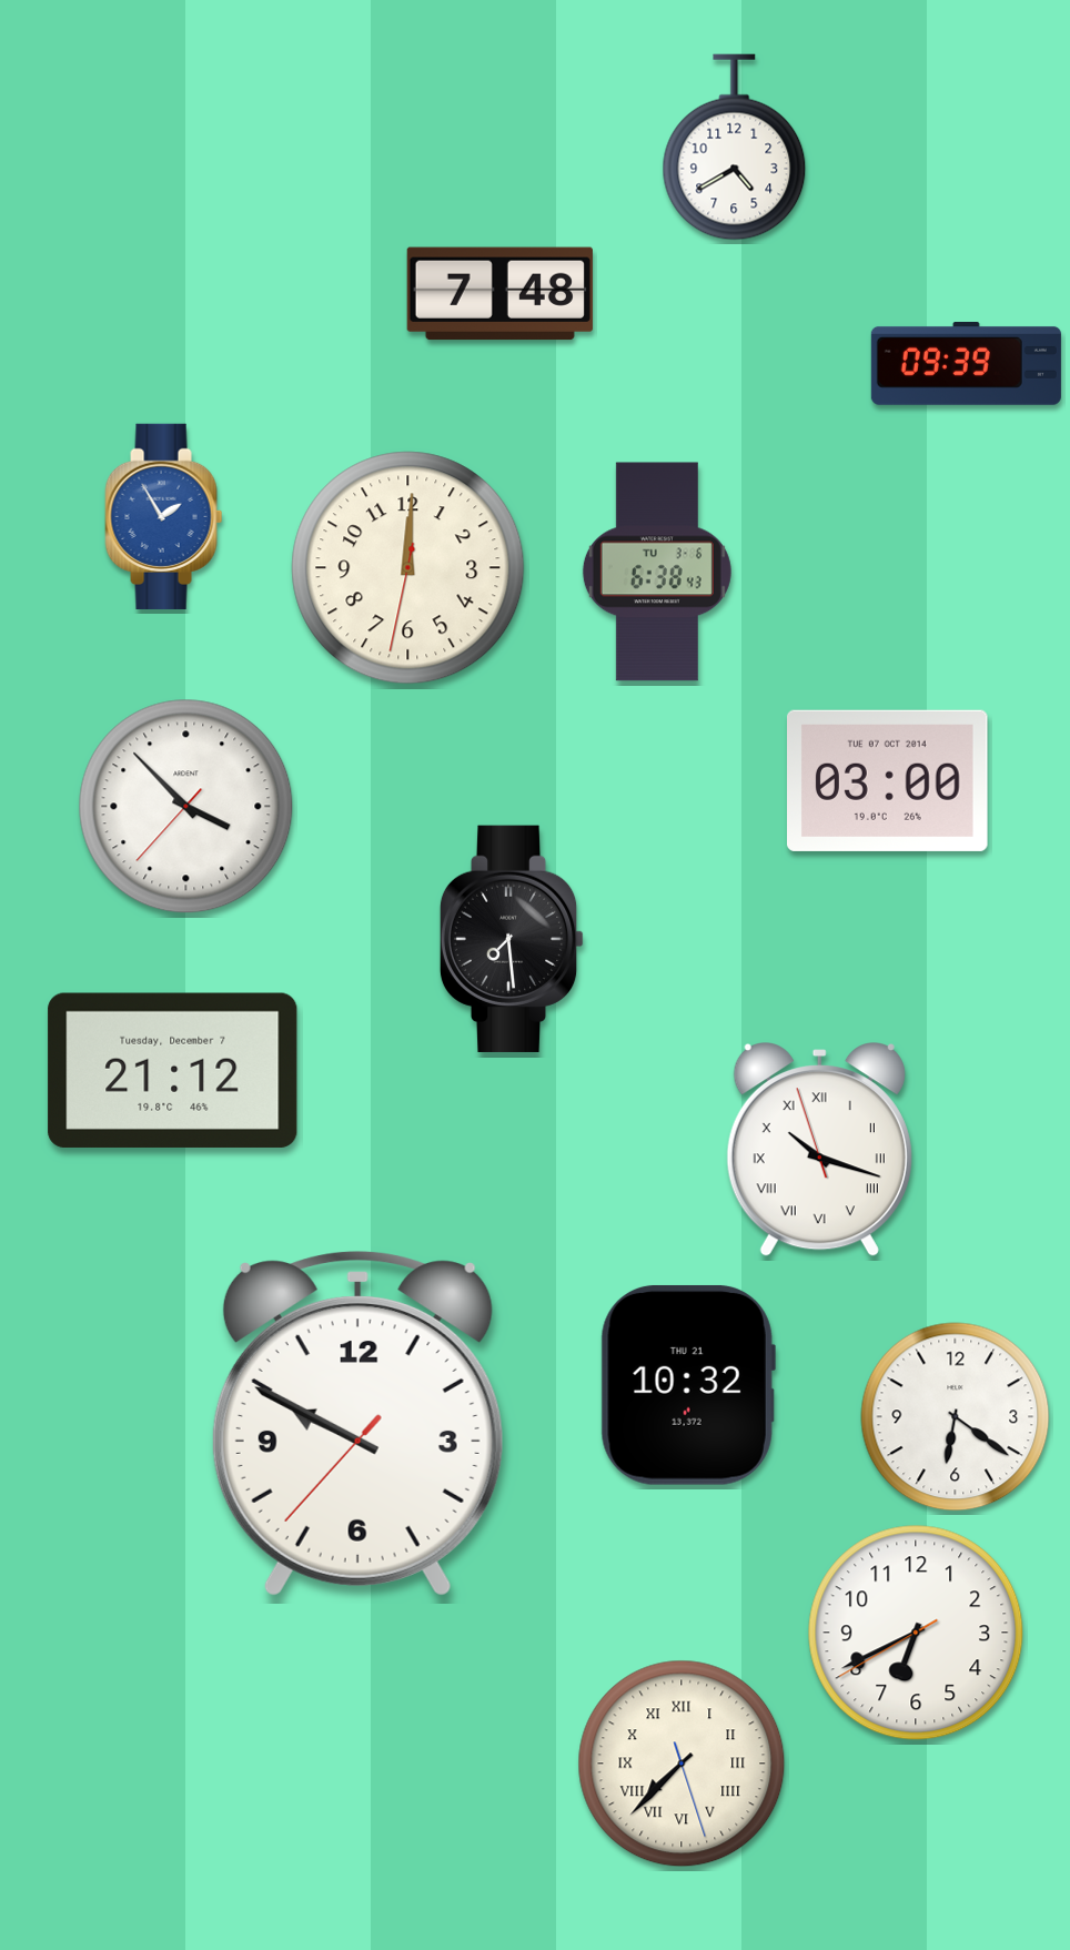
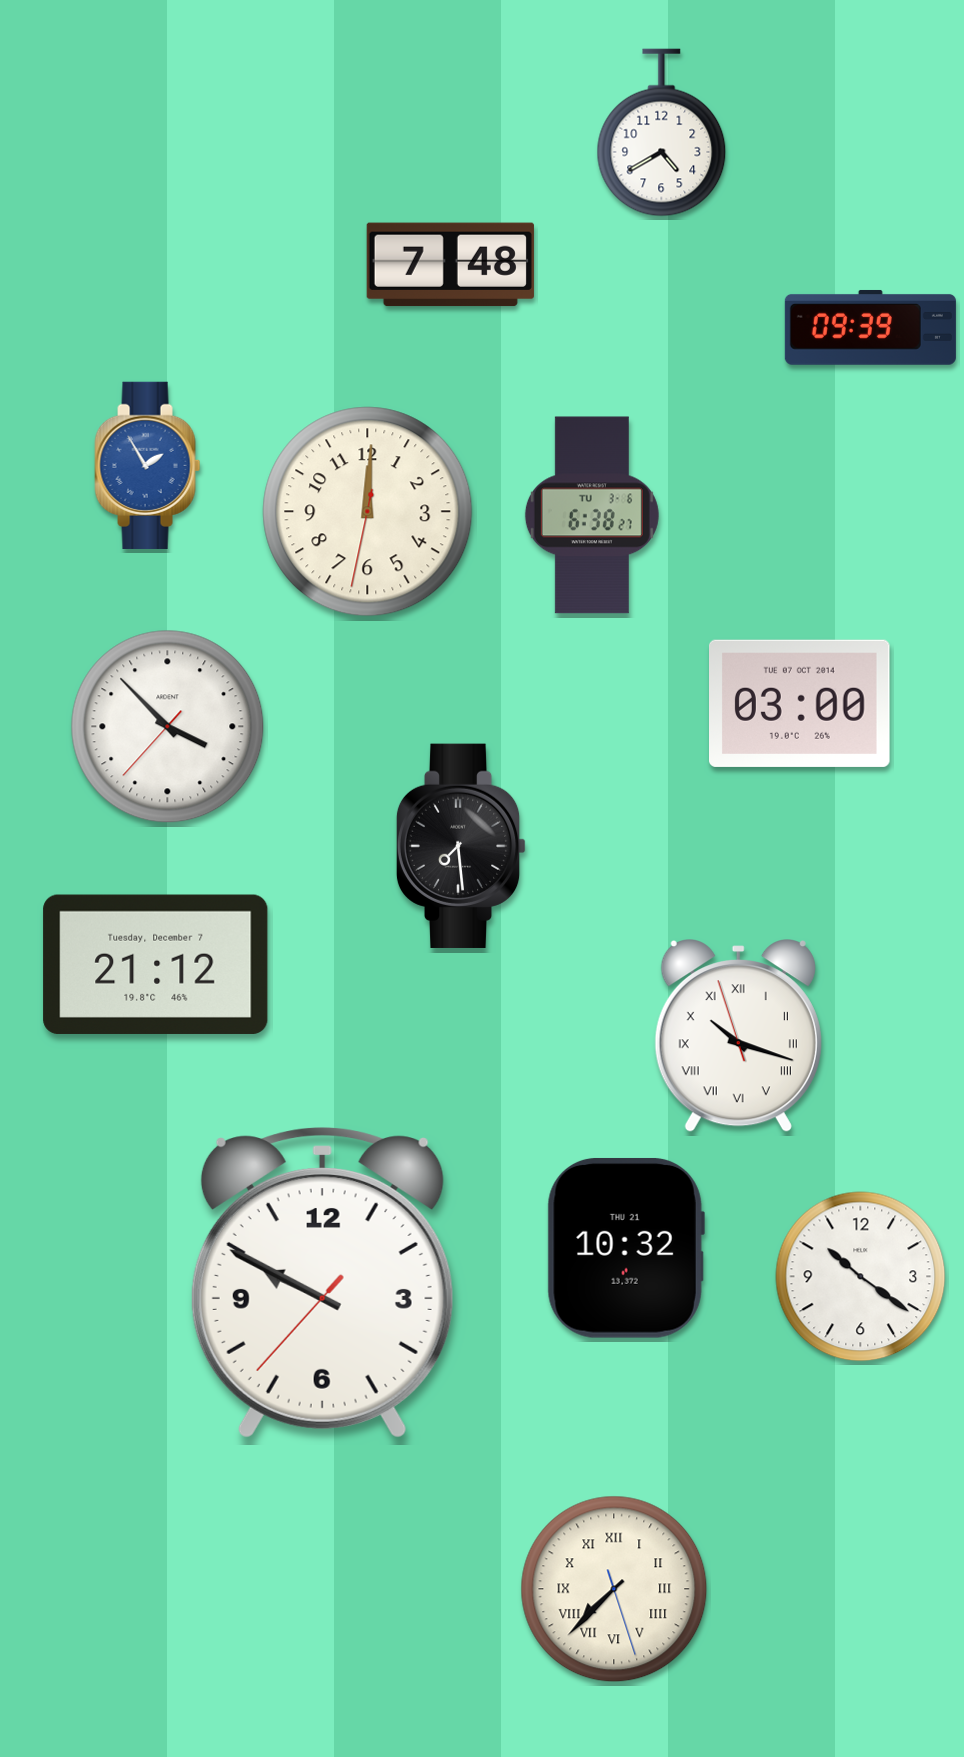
clock at (657, 572): 6:38:43 -> 6:38:27
clock at (688, 1385) position: (688, 1385) -> (626, 1248)
clock at (956, 1417): 6:21 -> 10:21
clock at (916, 1633): 6:40 -> none
